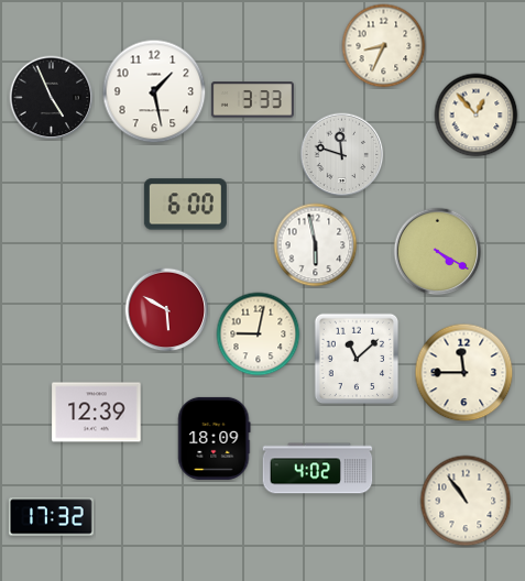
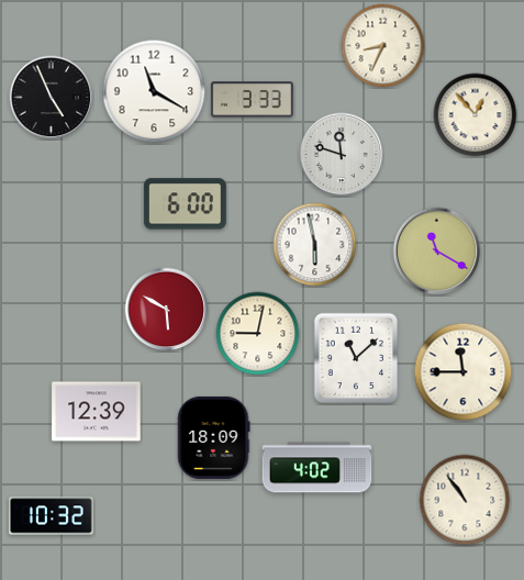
clock at (154, 91): 1:28 -> 11:20
clock at (438, 252): 4:20 -> 11:20
clock at (51, 517): 17:32 -> 10:32
